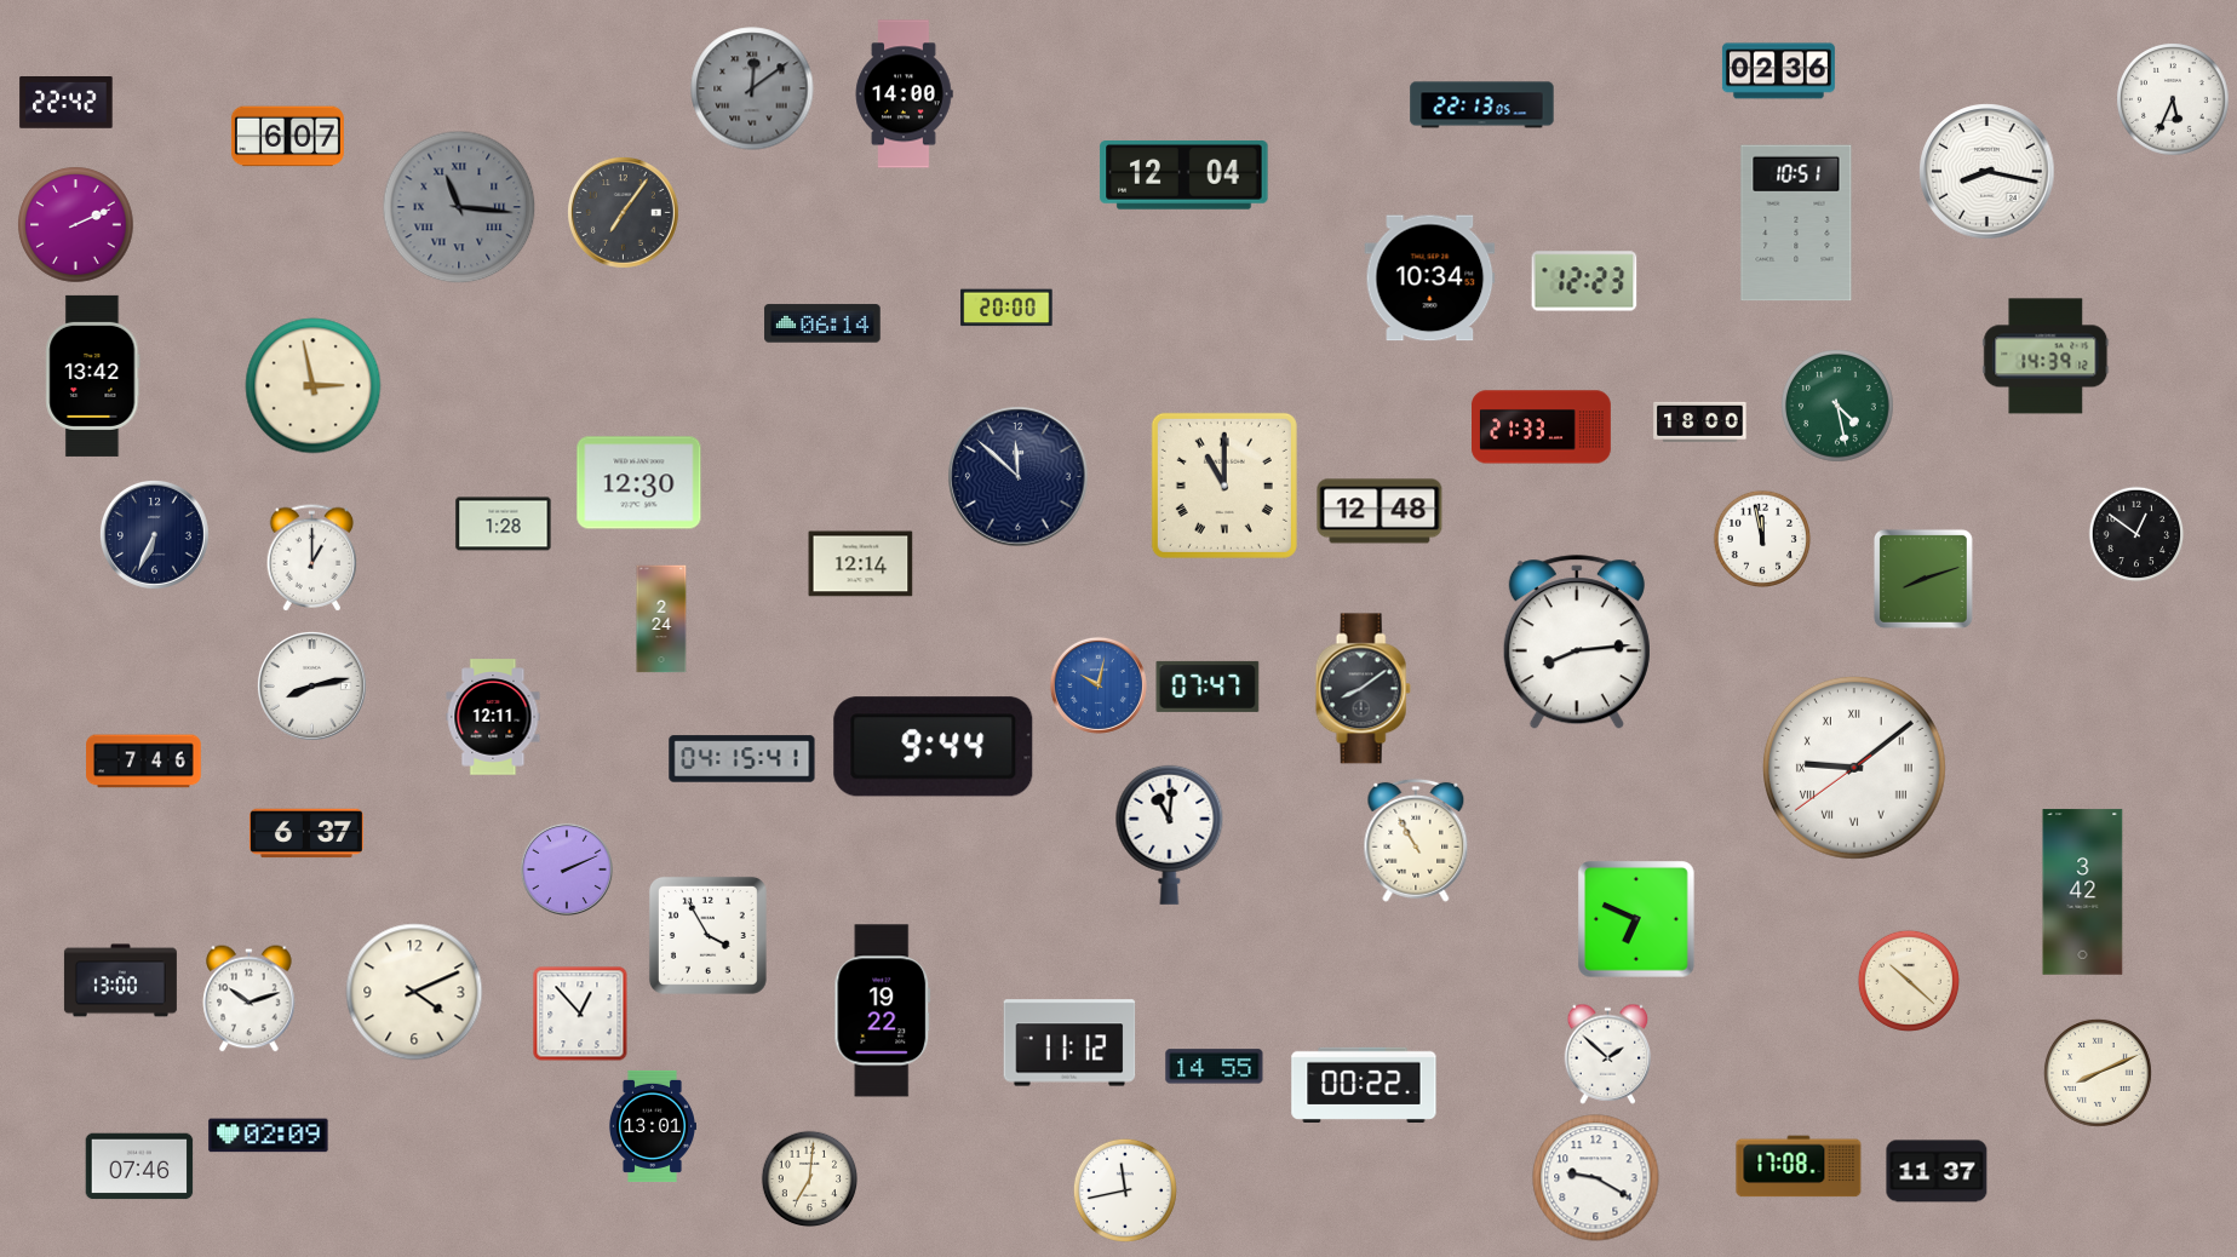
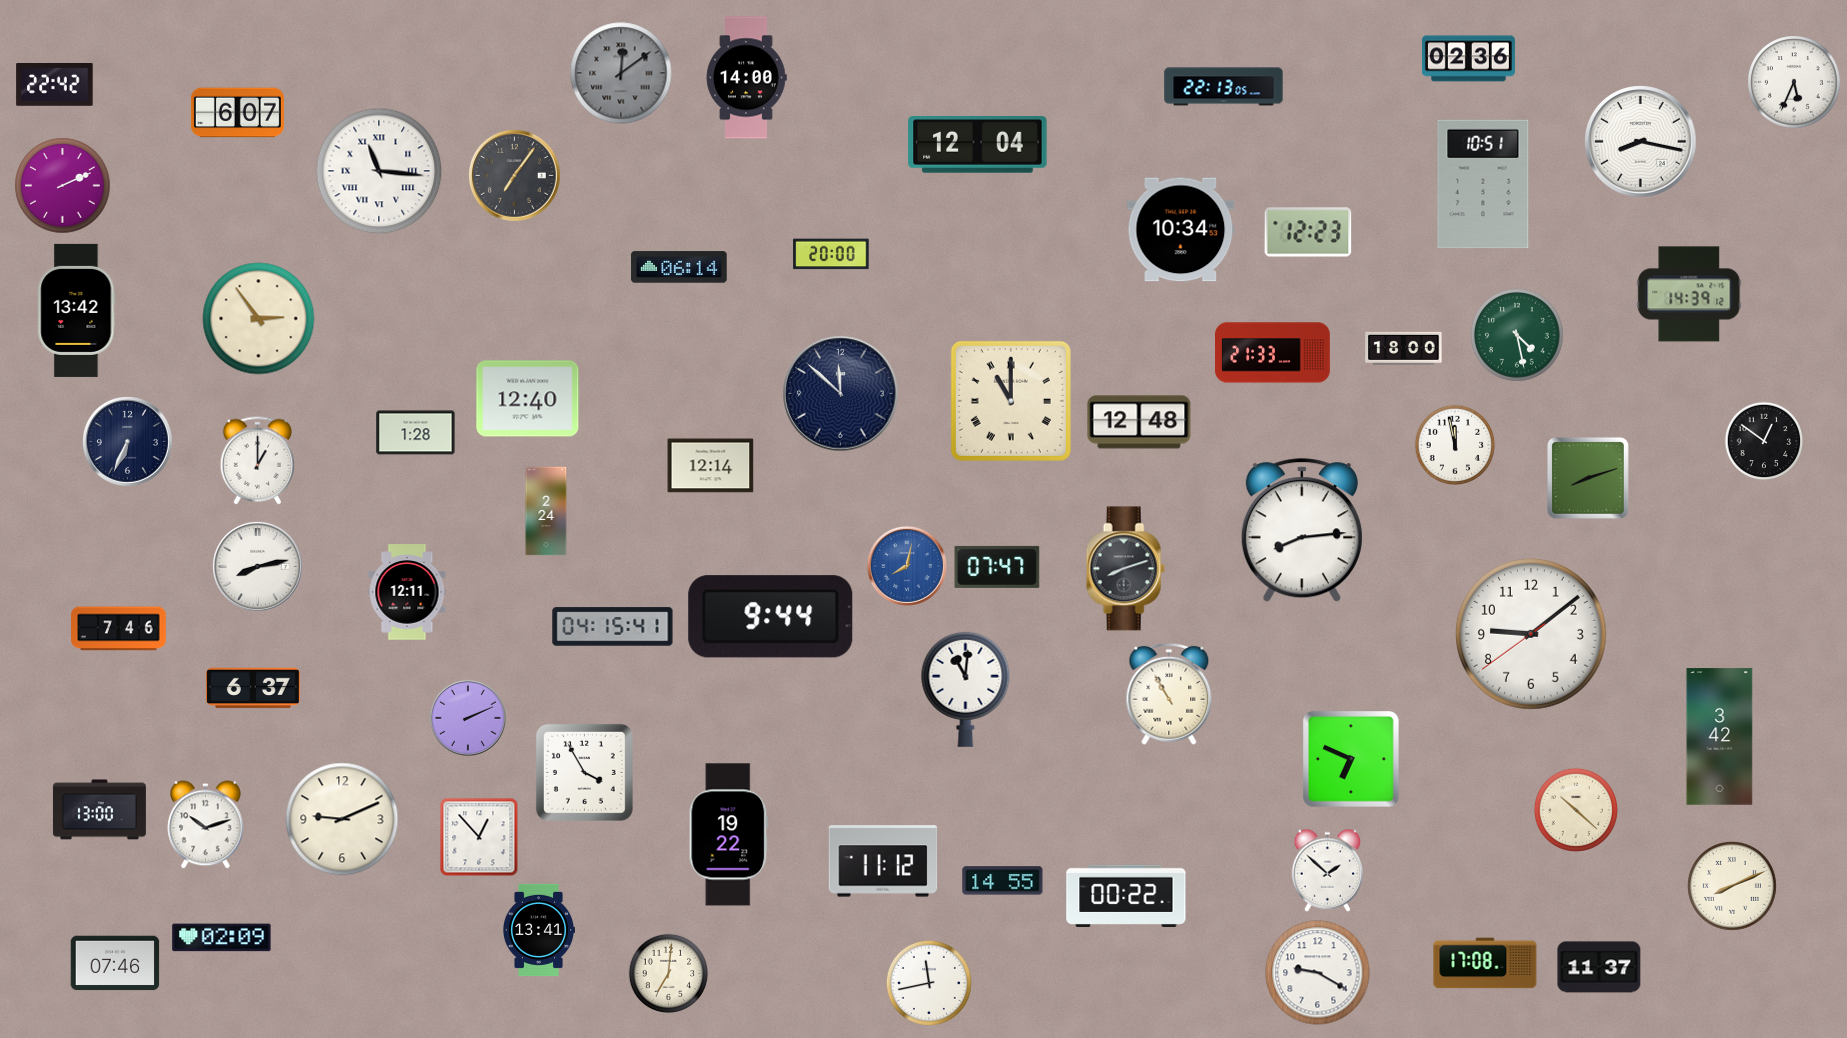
clock at (459, 207) dial: grey -> white
clock at (314, 386): 2:58 -> 2:54
clock at (639, 483): 12:30 -> 12:40
clock at (1099, 685): 10:02 -> 8:02
clock at (1363, 689): 8:09 -> 8:12
clock at (1854, 768) numerals: Roman -> Arabic
clock at (414, 992): 4:11 -> 9:11
clock at (652, 1126): 13:01 -> 13:41
